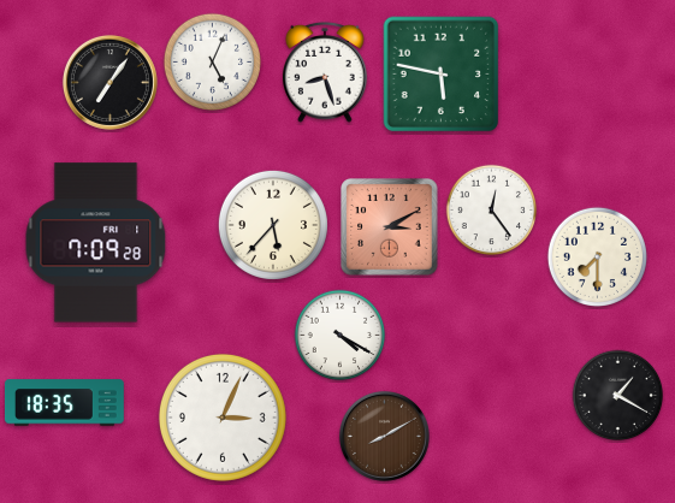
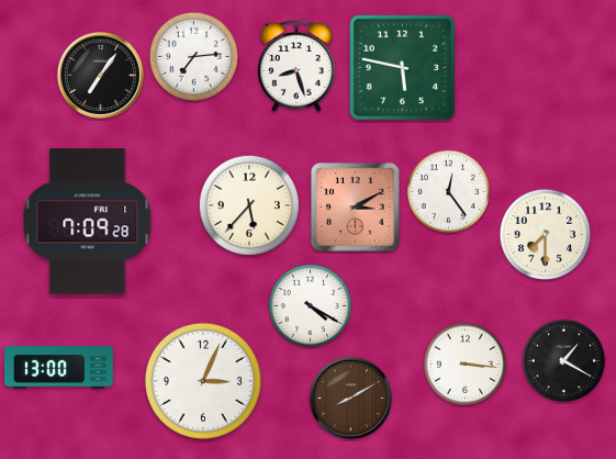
clock at (212, 61): 5:04 -> 7:14
clock at (466, 365): none -> 3:16
clock at (64, 403): 18:35 -> 13:00
